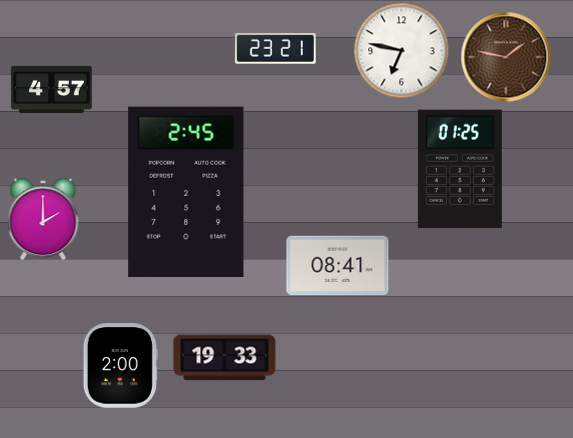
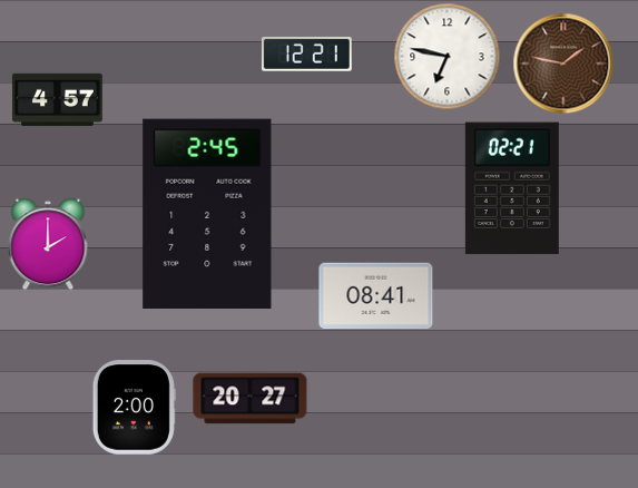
clock at (275, 48): 23:21 -> 12:21
clock at (460, 169): 01:25 -> 02:21
clock at (225, 358): 19:33 -> 20:27
